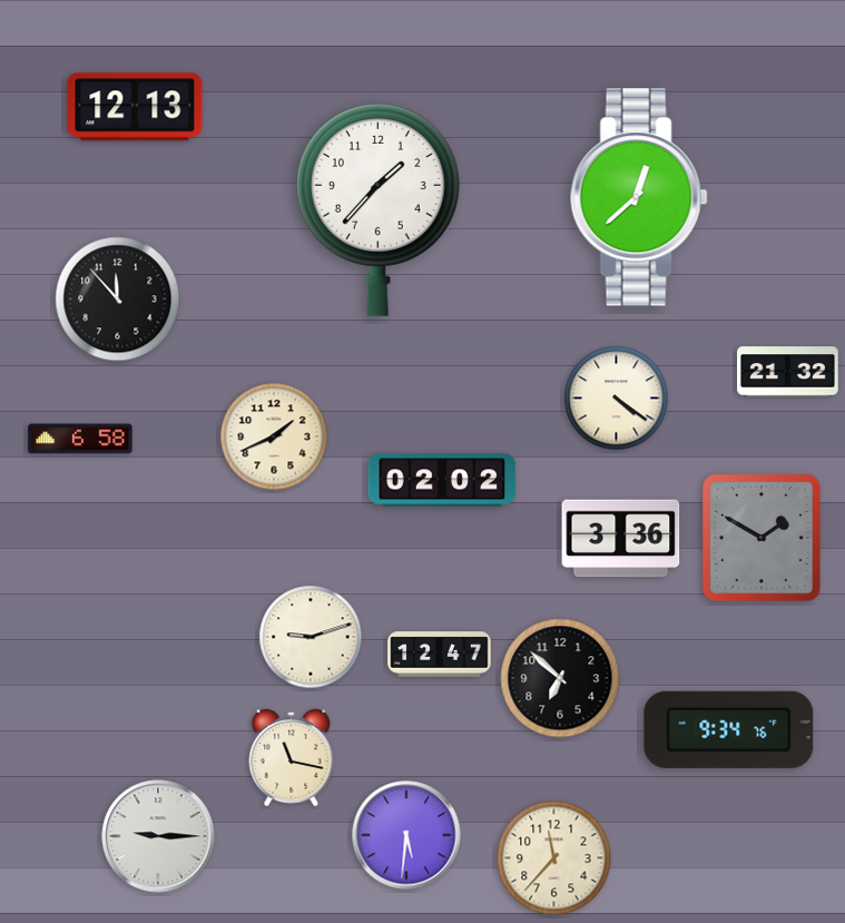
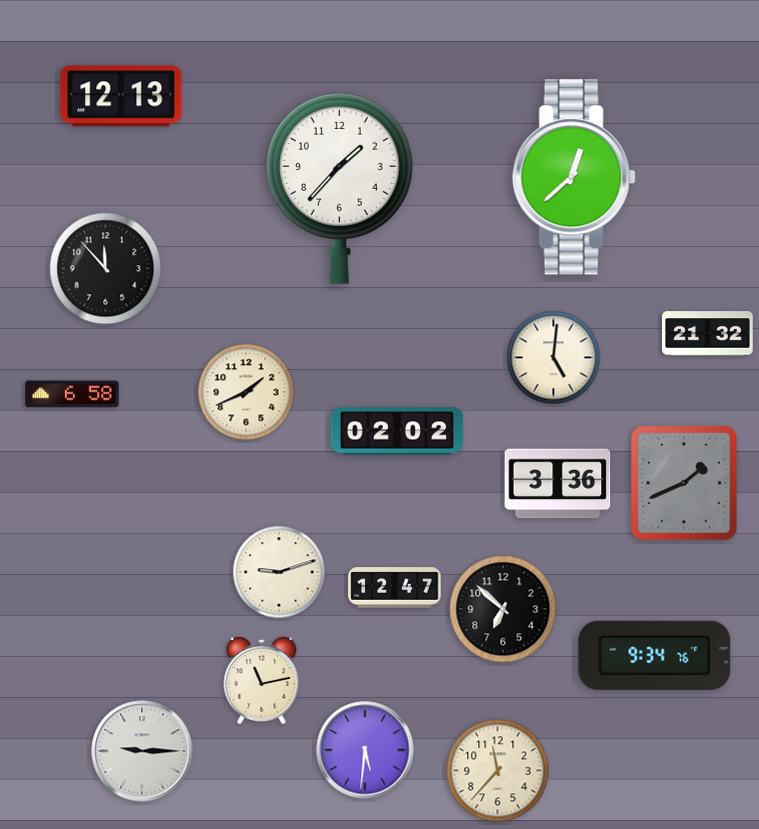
clock at (617, 399): 4:21 -> 5:01
clock at (762, 538): 1:50 -> 1:41
clock at (292, 757): 11:17 -> 11:13
